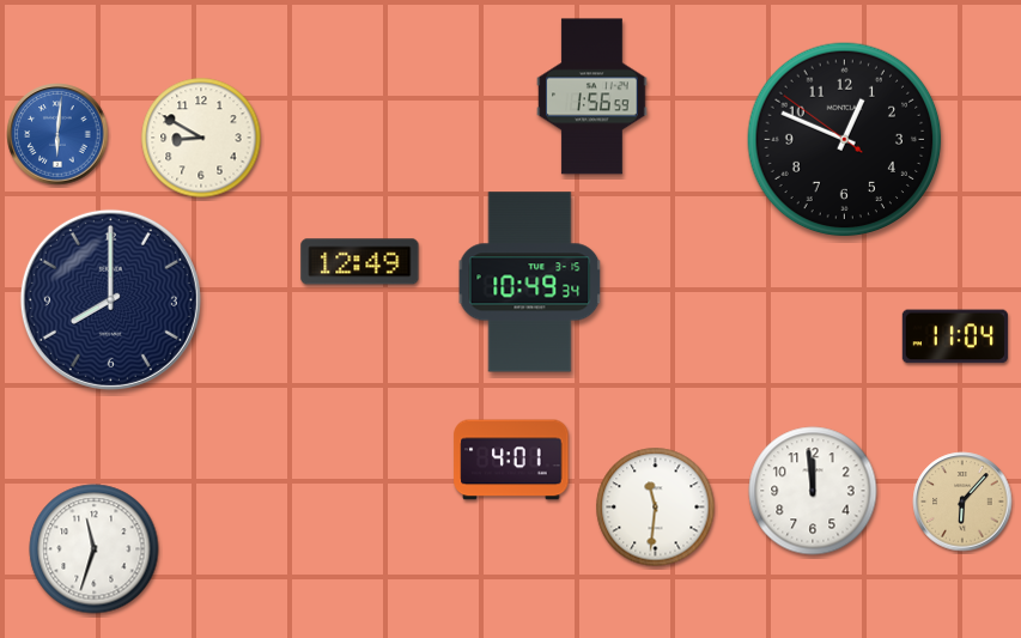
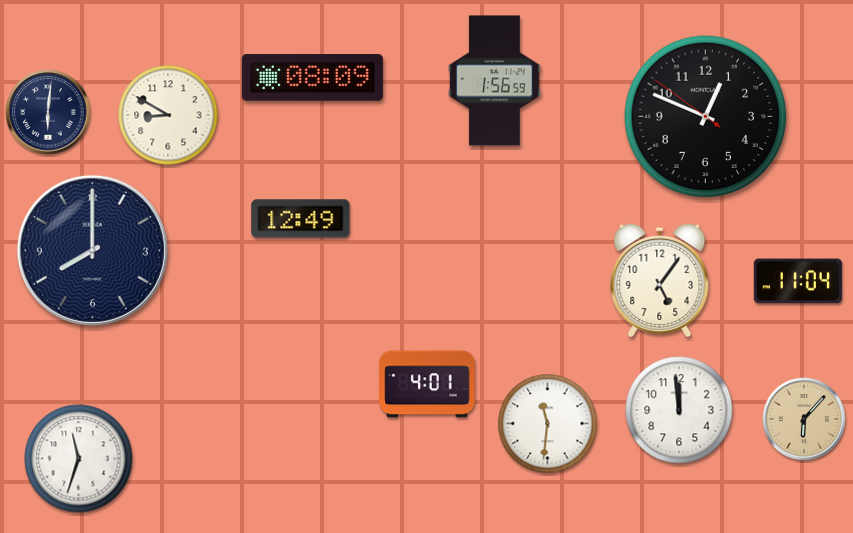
clock at (312, 78): none -> 08:09
clock at (57, 134) dial: blue -> navy
clock at (530, 282): 10:49 -> none
clock at (660, 280): none -> 5:06
